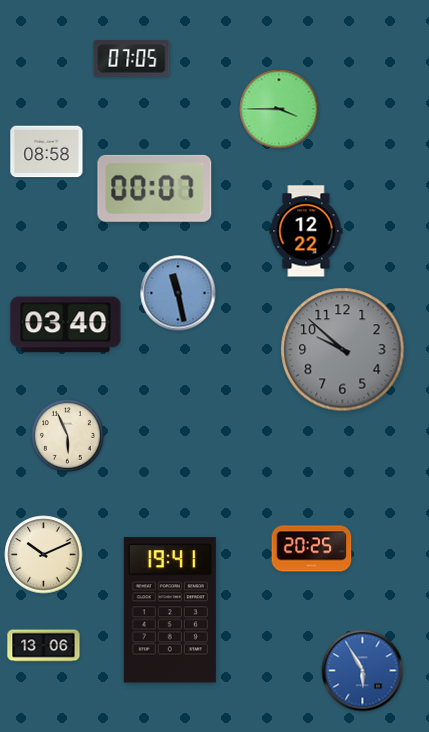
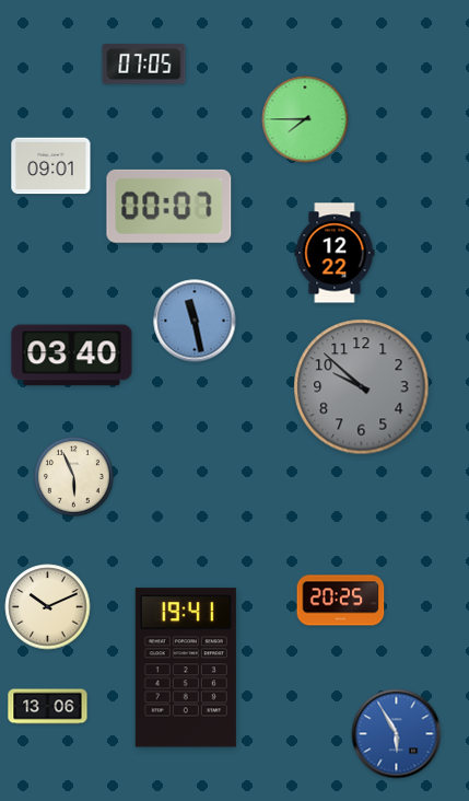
clock at (279, 109): 3:45 -> 7:45
clock at (47, 152): 08:58 -> 09:01
clock at (343, 350) position: (343, 350) -> (362, 387)
